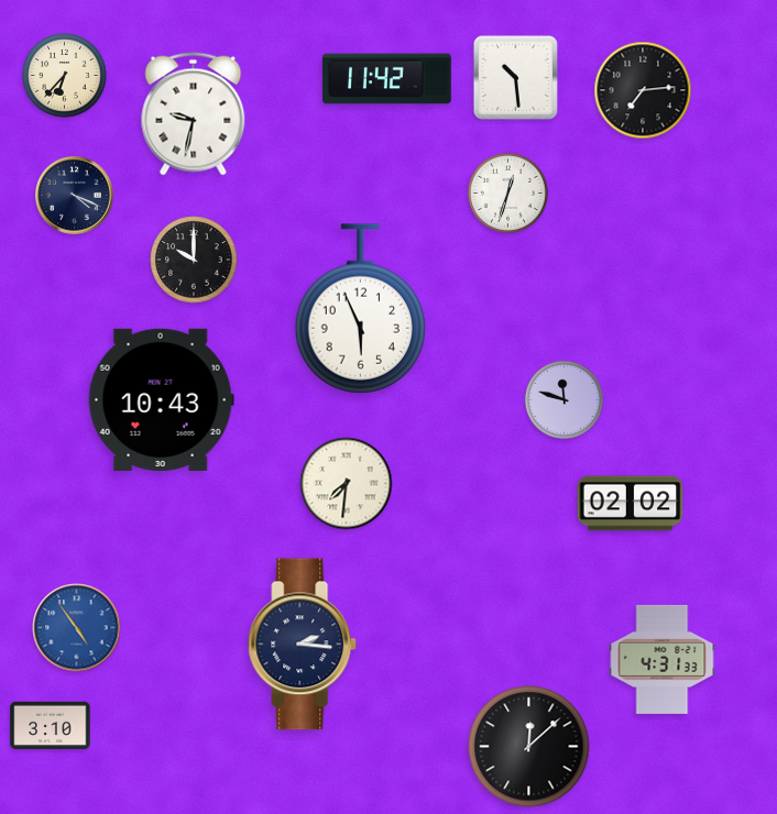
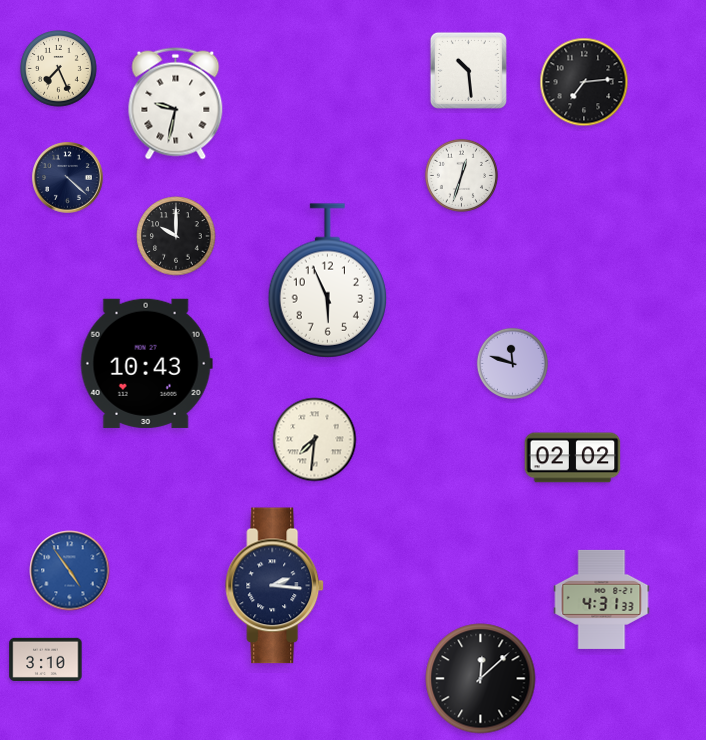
clock at (65, 76): 6:37 -> 7:26
clock at (387, 79): 11:42 -> none
clock at (75, 196): 4:19 -> 4:22
